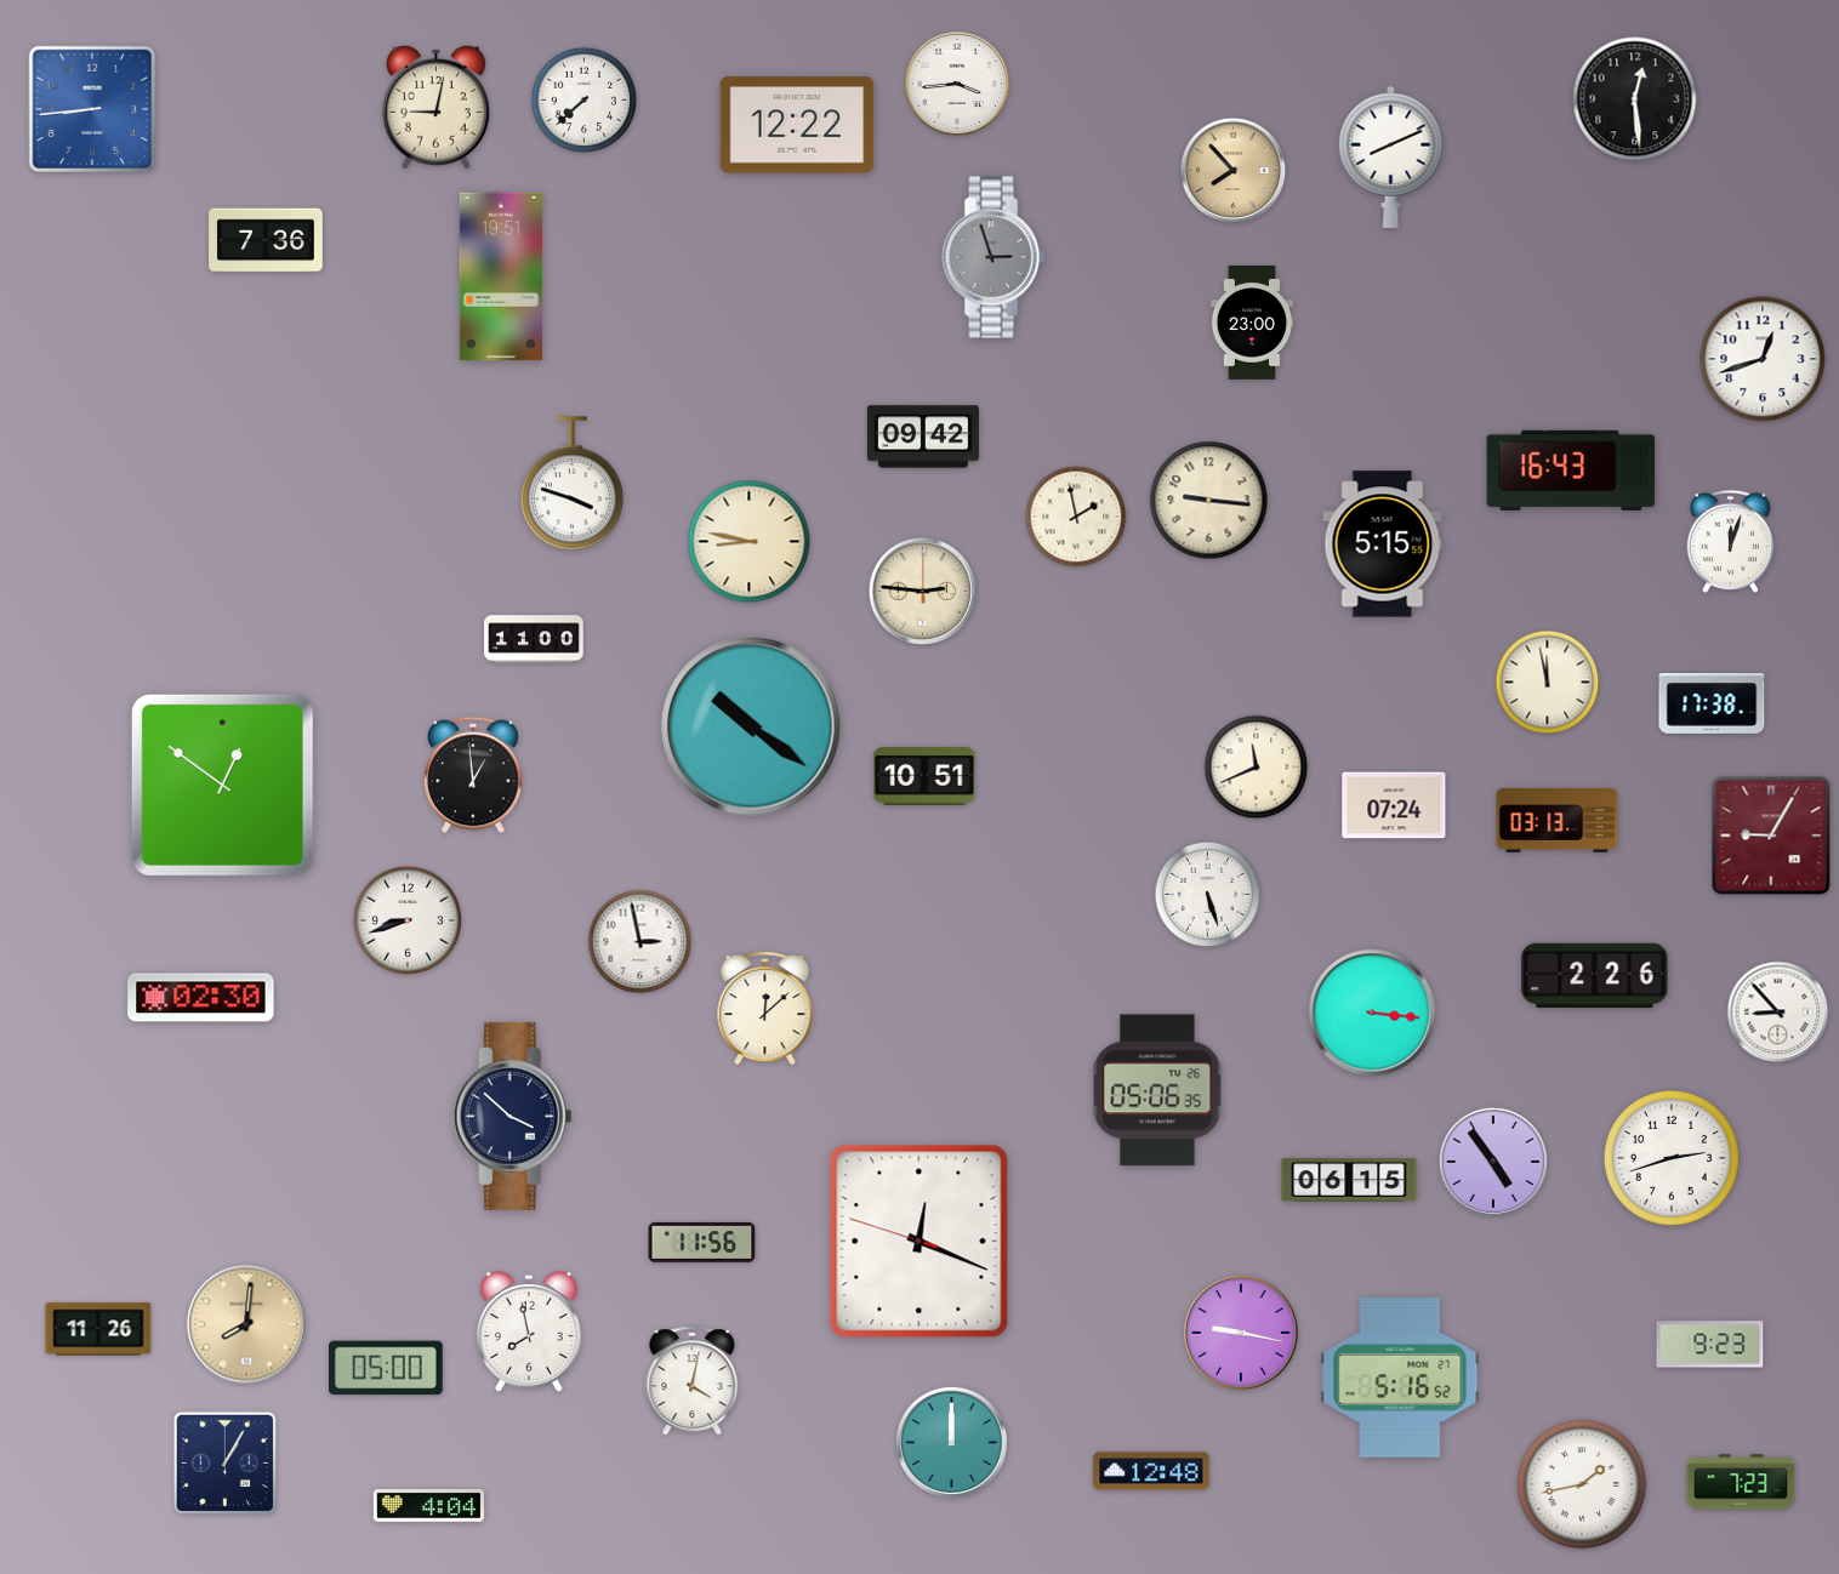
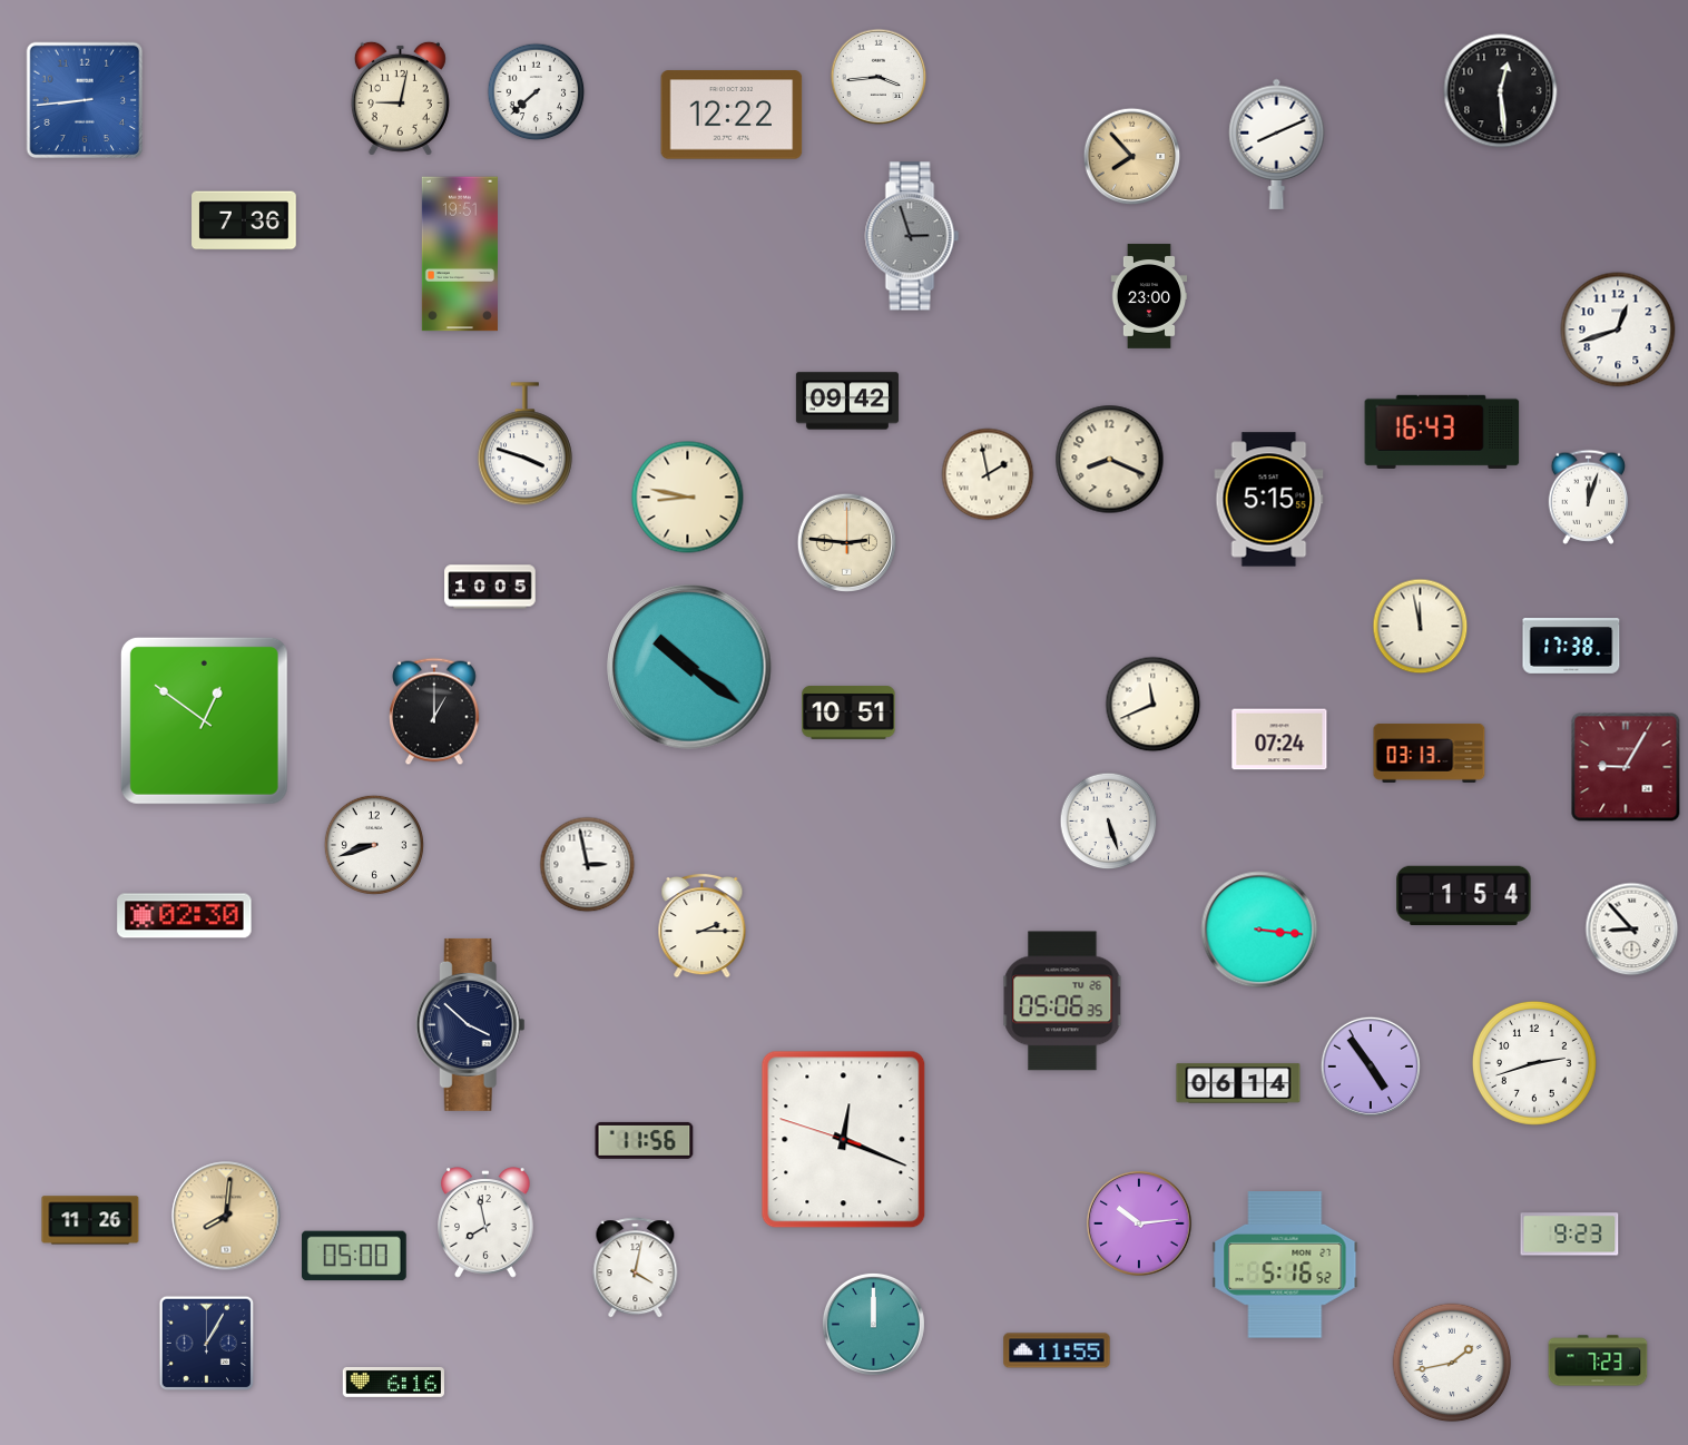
clock at (1209, 501): 9:16 -> 8:19
clock at (534, 639): 11:00 -> 10:05
clock at (474, 775): 12:59 -> 1:00
clock at (1595, 976): 2:26 -> 1:54
clock at (765, 1008): 12:08 -> 2:15
clock at (1349, 1180): 06:15 -> 06:14
clock at (1241, 1333): 9:17 -> 10:14
clock at (1151, 1471): 12:48 -> 11:55
clock at (428, 1506): 4:04 -> 6:16
